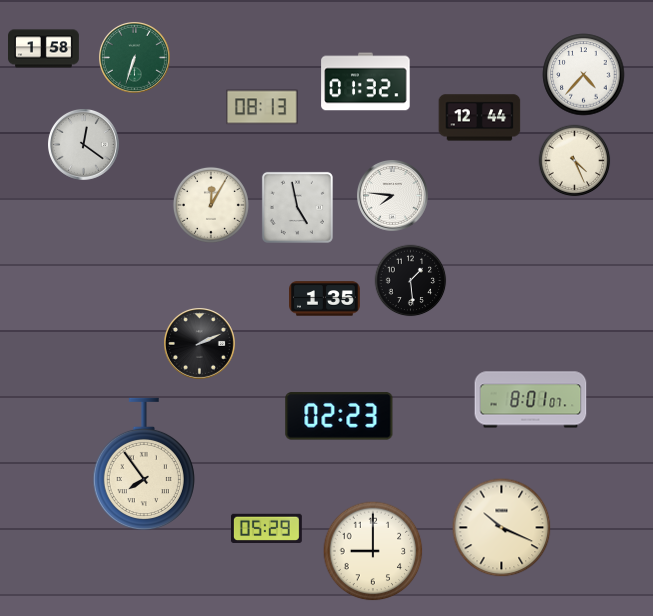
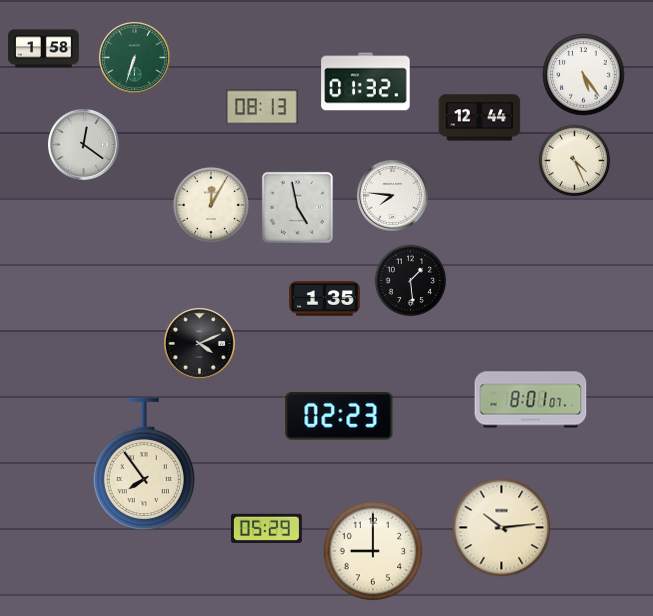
clock at (584, 75): 4:37 -> 5:24
clock at (200, 344): 2:11 -> 4:11
clock at (502, 528): 10:19 -> 10:14
